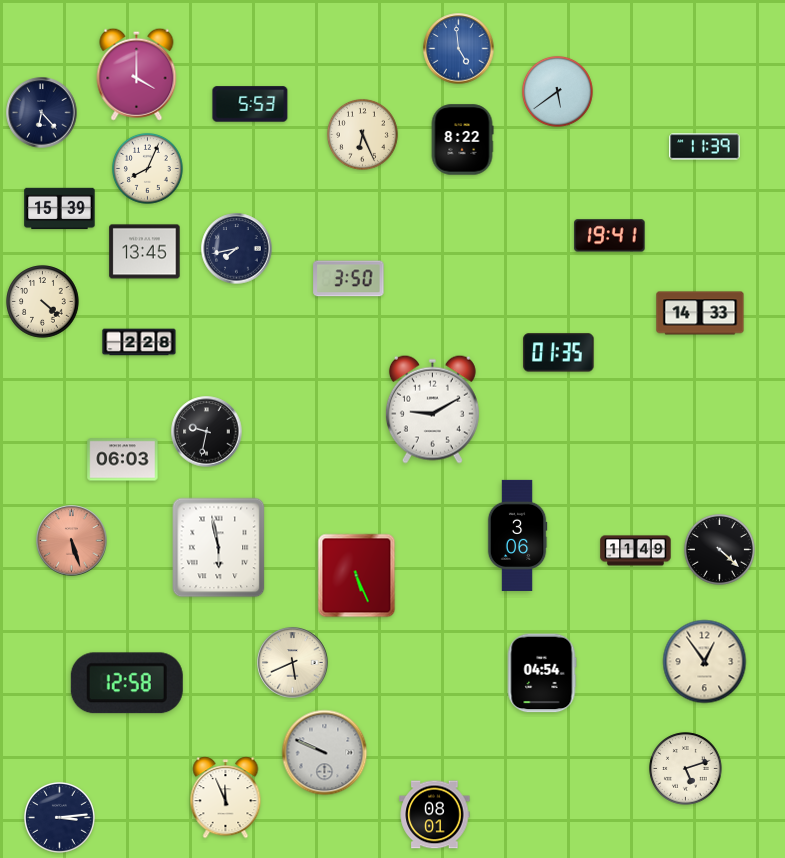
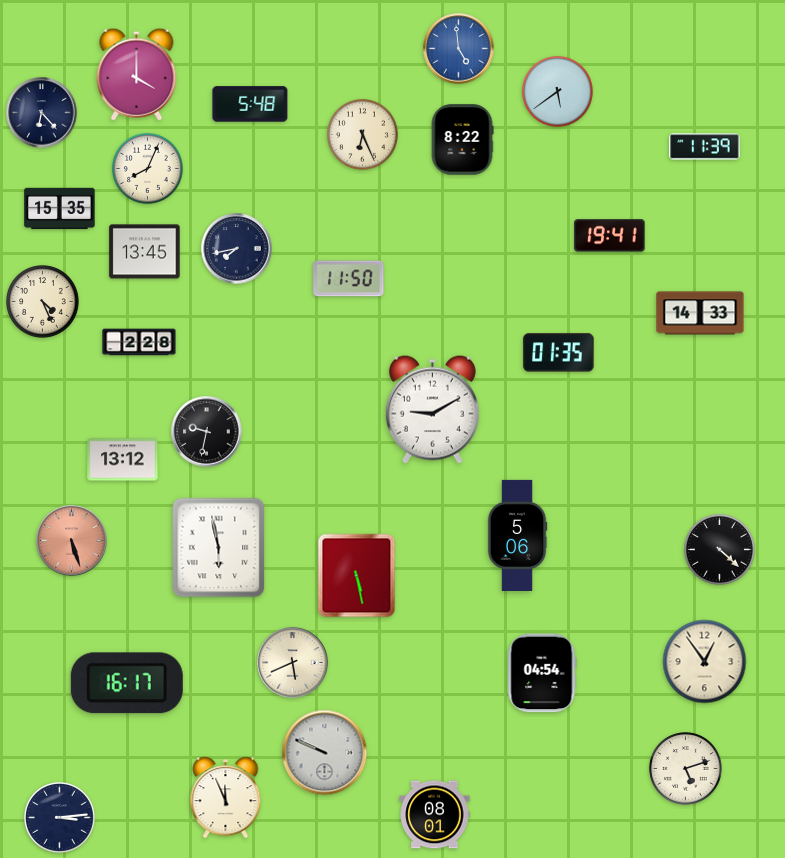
clock at (250, 104): 5:53 -> 5:48
clock at (60, 209): 15:39 -> 15:35
clock at (349, 279): 3:50 -> 11:50
clock at (43, 302): 4:22 -> 4:26
clock at (123, 460): 06:03 -> 13:12
clock at (517, 535): 3:06 -> 5:06
clock at (636, 551): 11:49 -> none
clock at (357, 576): 5:26 -> 5:28
clock at (127, 683): 12:58 -> 16:17
